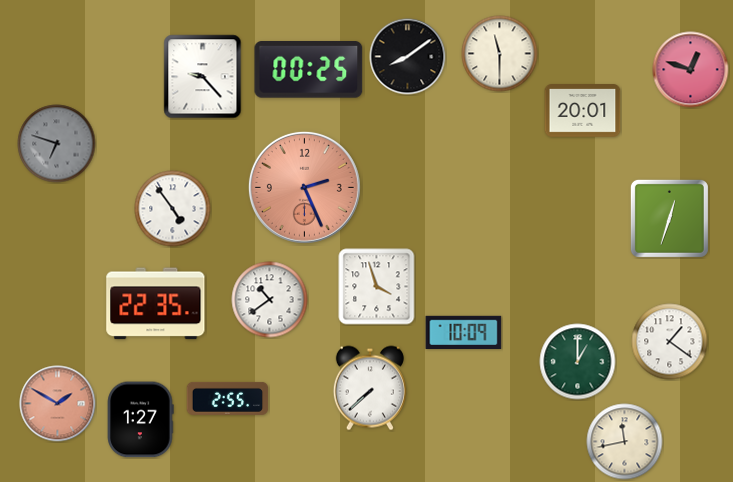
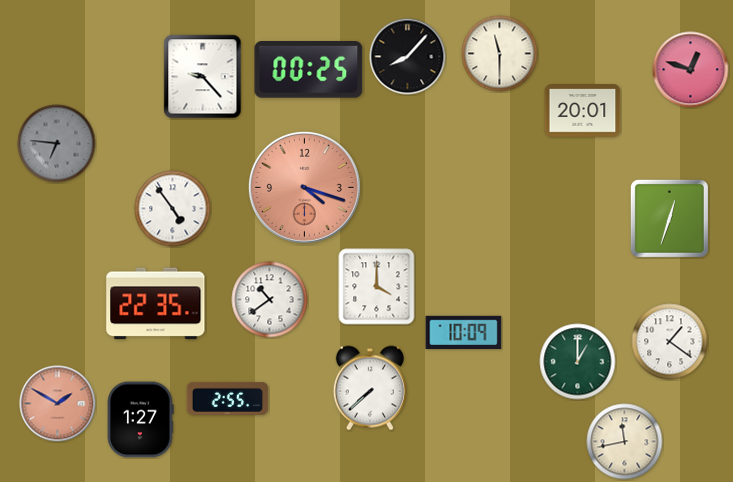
clock at (408, 57): 8:09 -> 8:07
clock at (57, 144): 6:48 -> 6:46
clock at (304, 187): 2:26 -> 4:18
clock at (377, 287): 3:57 -> 4:00
